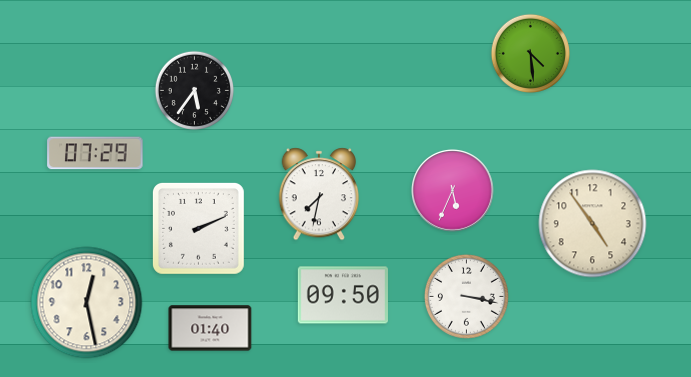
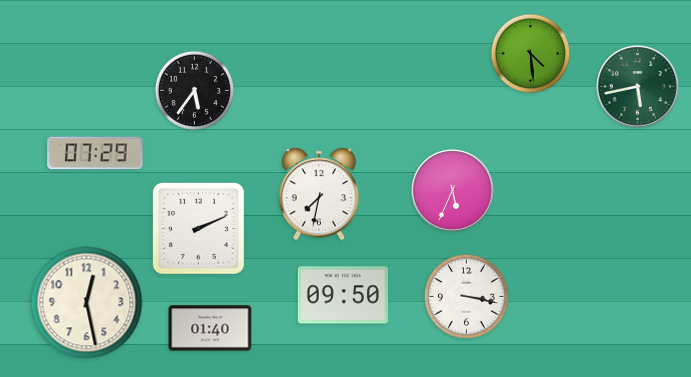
clock at (637, 86): none -> 5:43
clock at (593, 224): 4:54 -> none
